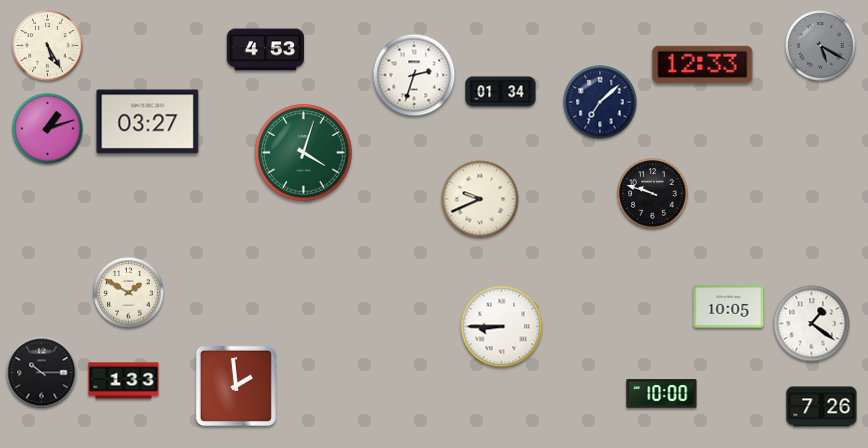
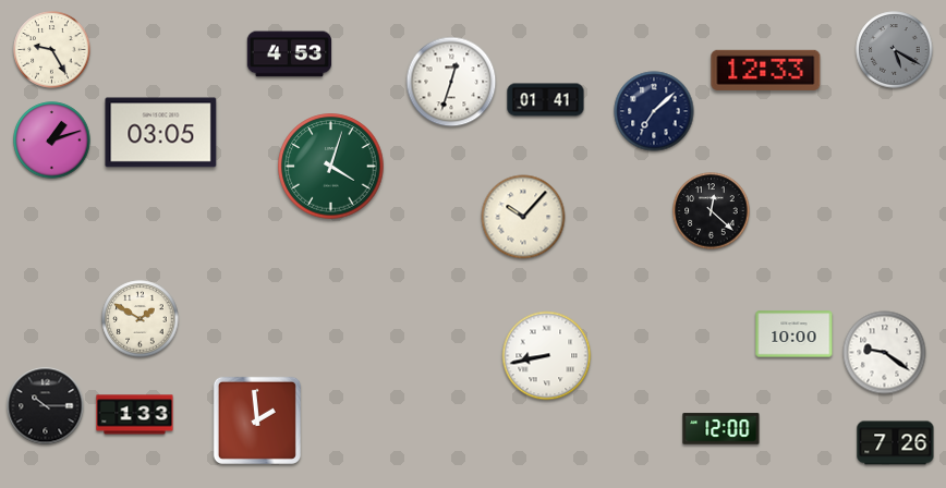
clock at (48, 46): 5:25 -> 9:25
clock at (414, 75): 2:33 -> 12:33
clock at (501, 92): 01:34 -> 01:41
clock at (148, 122): 03:27 -> 03:05
clock at (653, 194): 9:48 -> 12:22
clock at (480, 199): 9:41 -> 10:07
clock at (729, 307): 10:05 -> 10:00
clock at (812, 324): 1:21 -> 9:21
clock at (502, 327): 8:45 -> 8:43
clock at (662, 394): 10:00 -> 12:00
